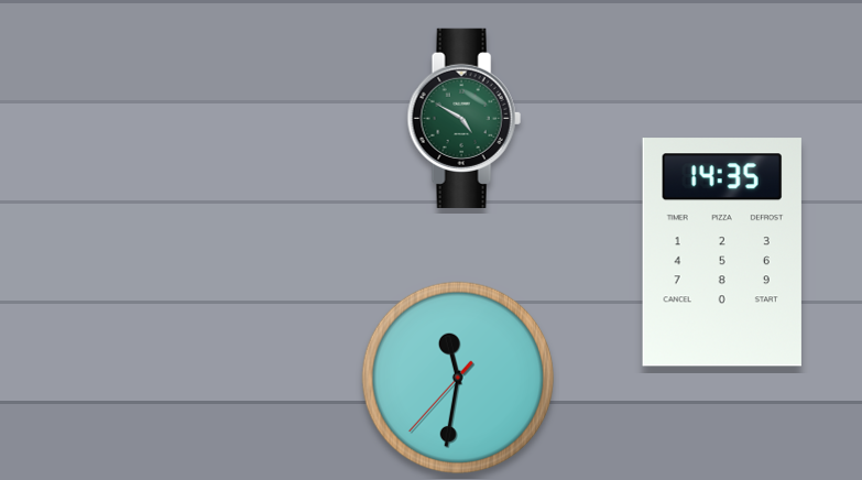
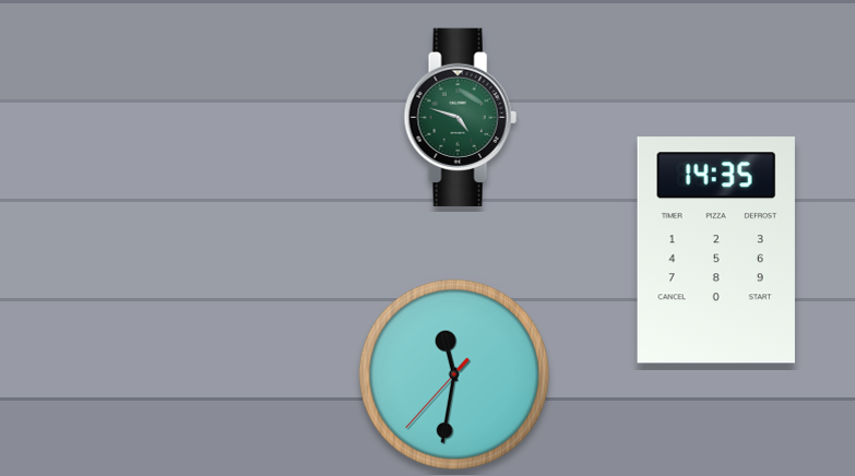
clock at (463, 118): 4:50 -> 4:48
